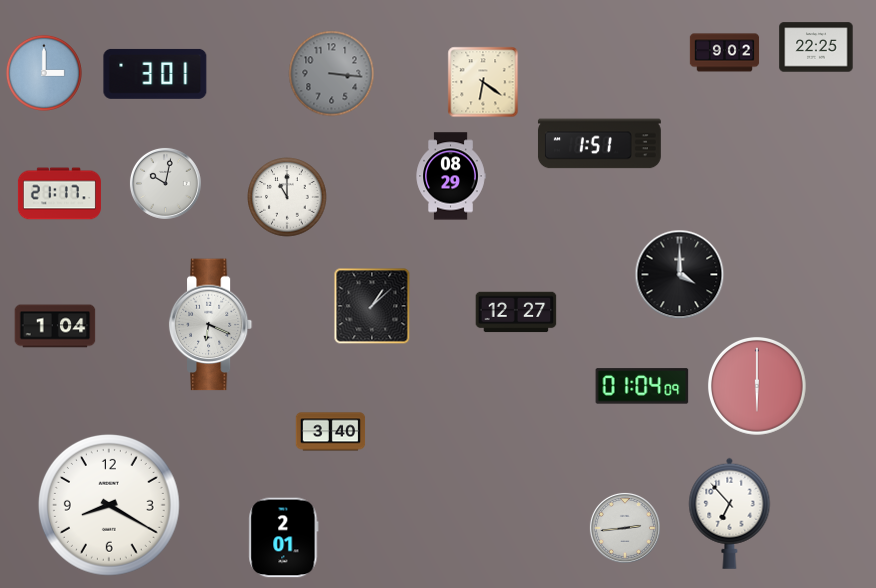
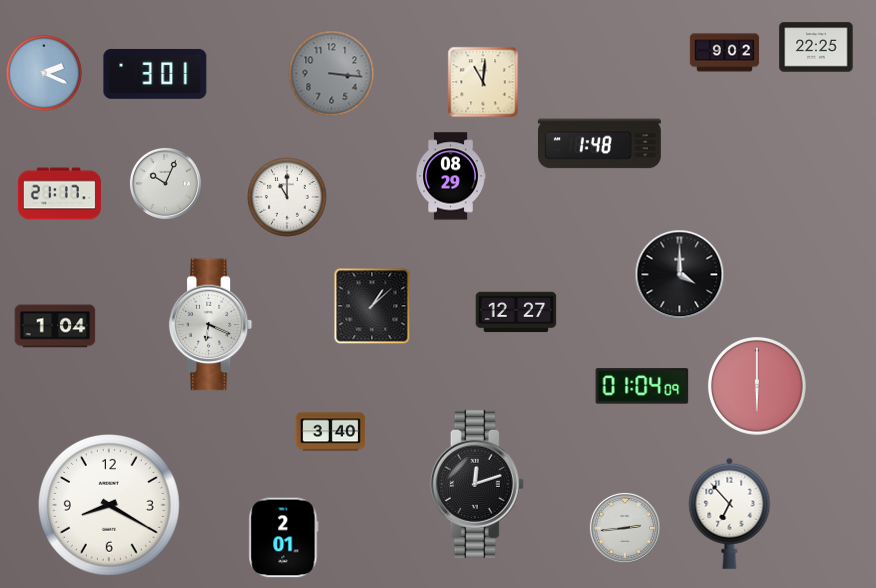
clock at (44, 73): 3:00 -> 2:19
clock at (483, 82): 6:21 -> 11:01
clock at (599, 144): 1:51 -> 1:48
clock at (165, 183): 10:02 -> 10:04
clock at (477, 484): none -> 12:12
